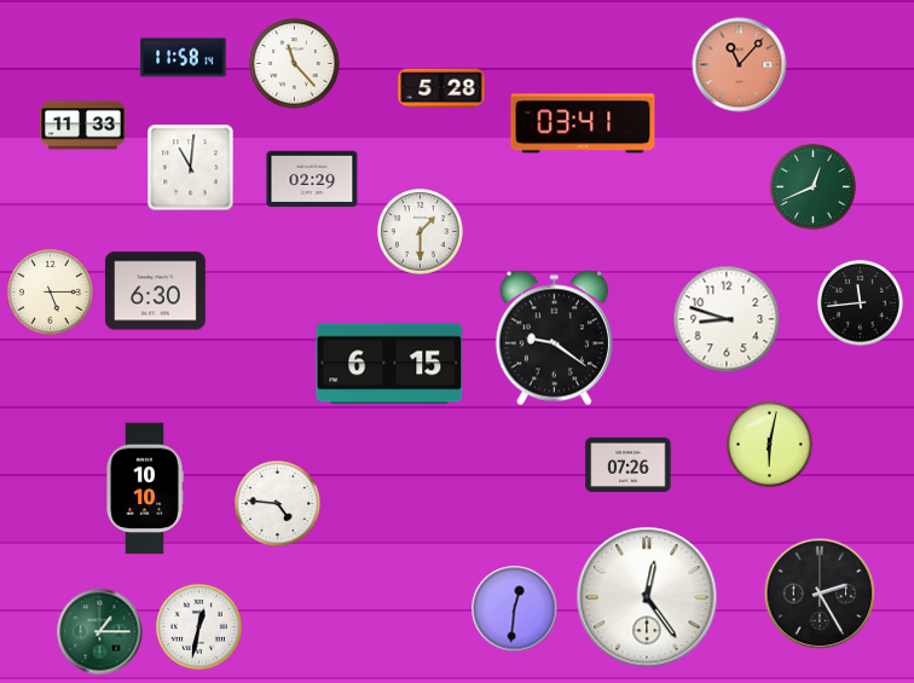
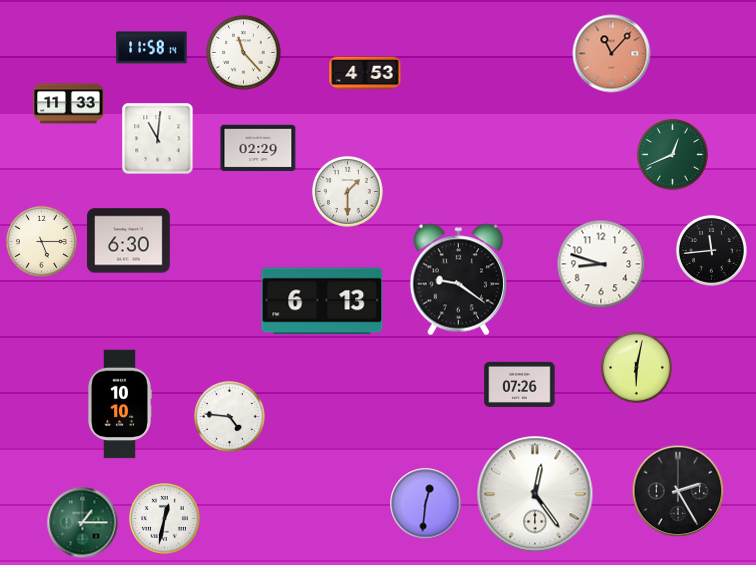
clock at (441, 88): 5:28 -> 4:53
clock at (583, 123): 03:41 -> none
clock at (389, 364): 6:15 -> 6:13
